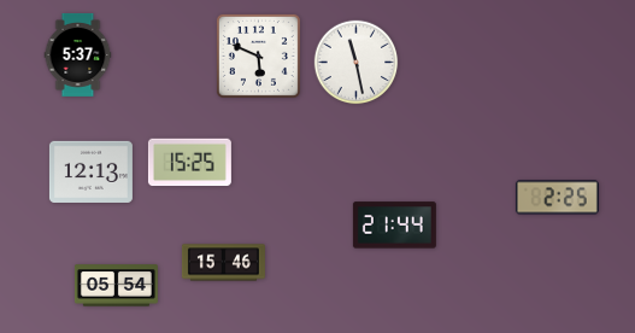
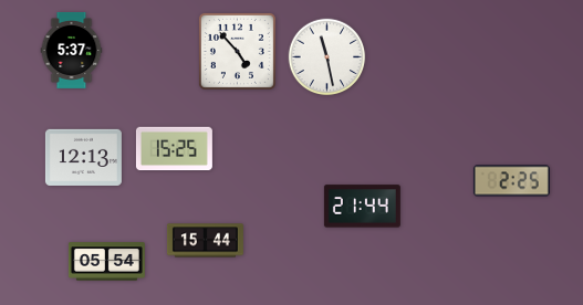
clock at (258, 55): 5:49 -> 4:53
clock at (223, 263): 15:46 -> 15:44
